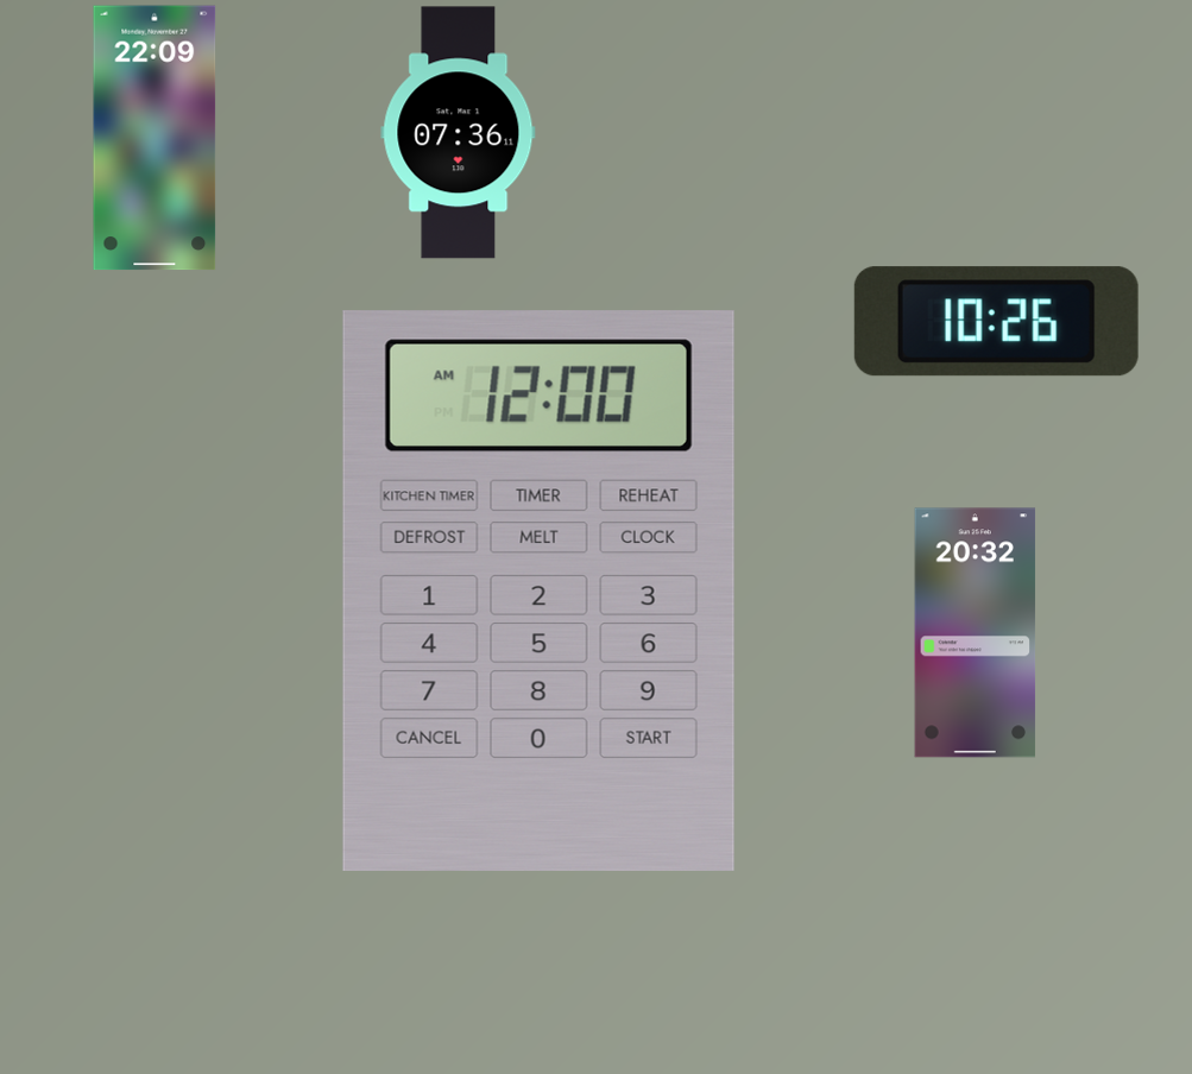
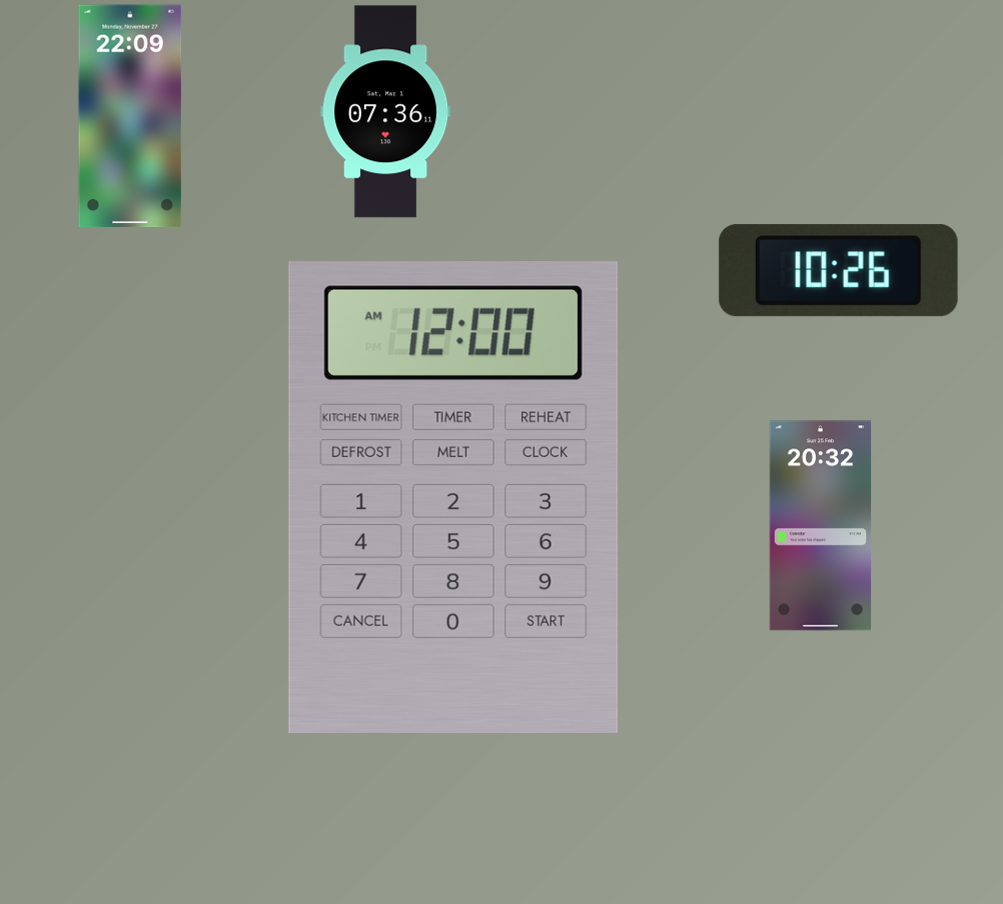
clock at (976, 633) position: (976, 633) -> (821, 526)
